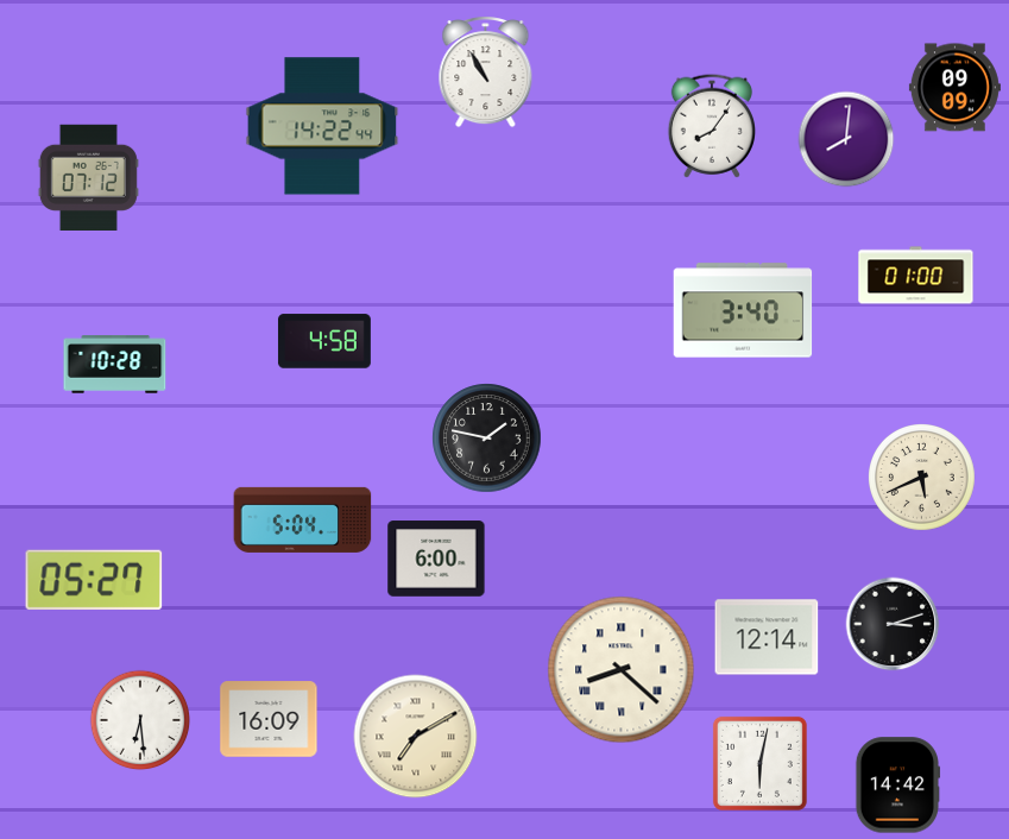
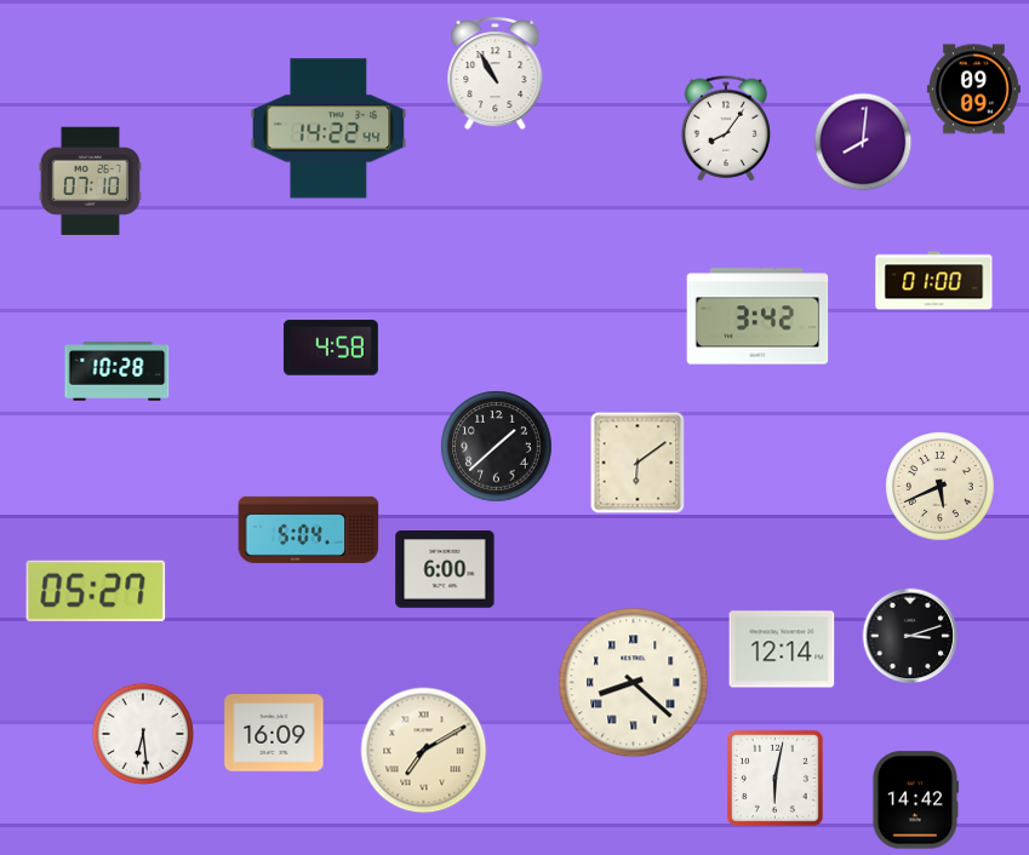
clock at (88, 177): 07:12 -> 07:10
clock at (743, 310): 3:40 -> 3:42
clock at (487, 439): 1:47 -> 1:38
clock at (638, 463): none -> 6:09
